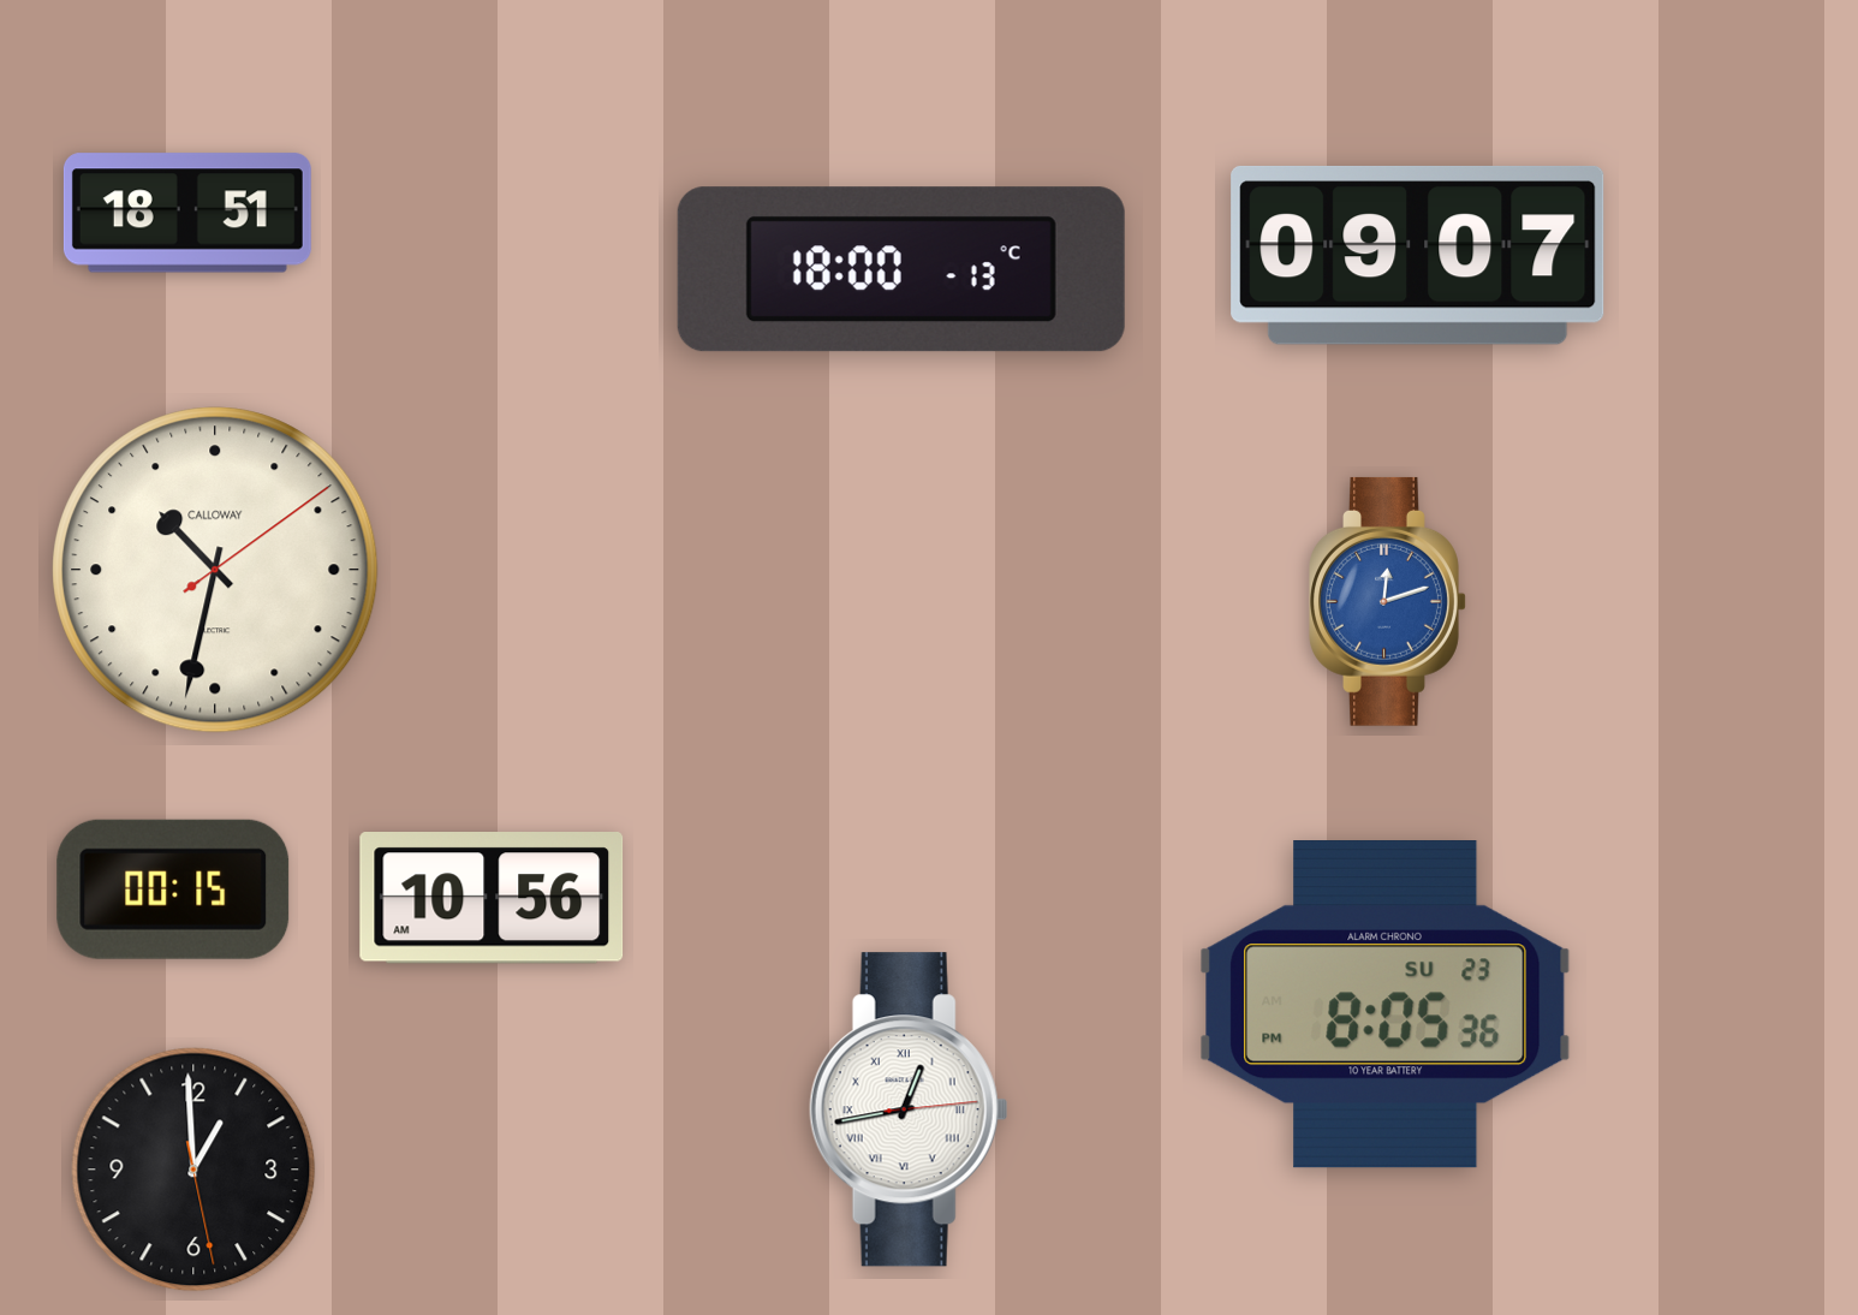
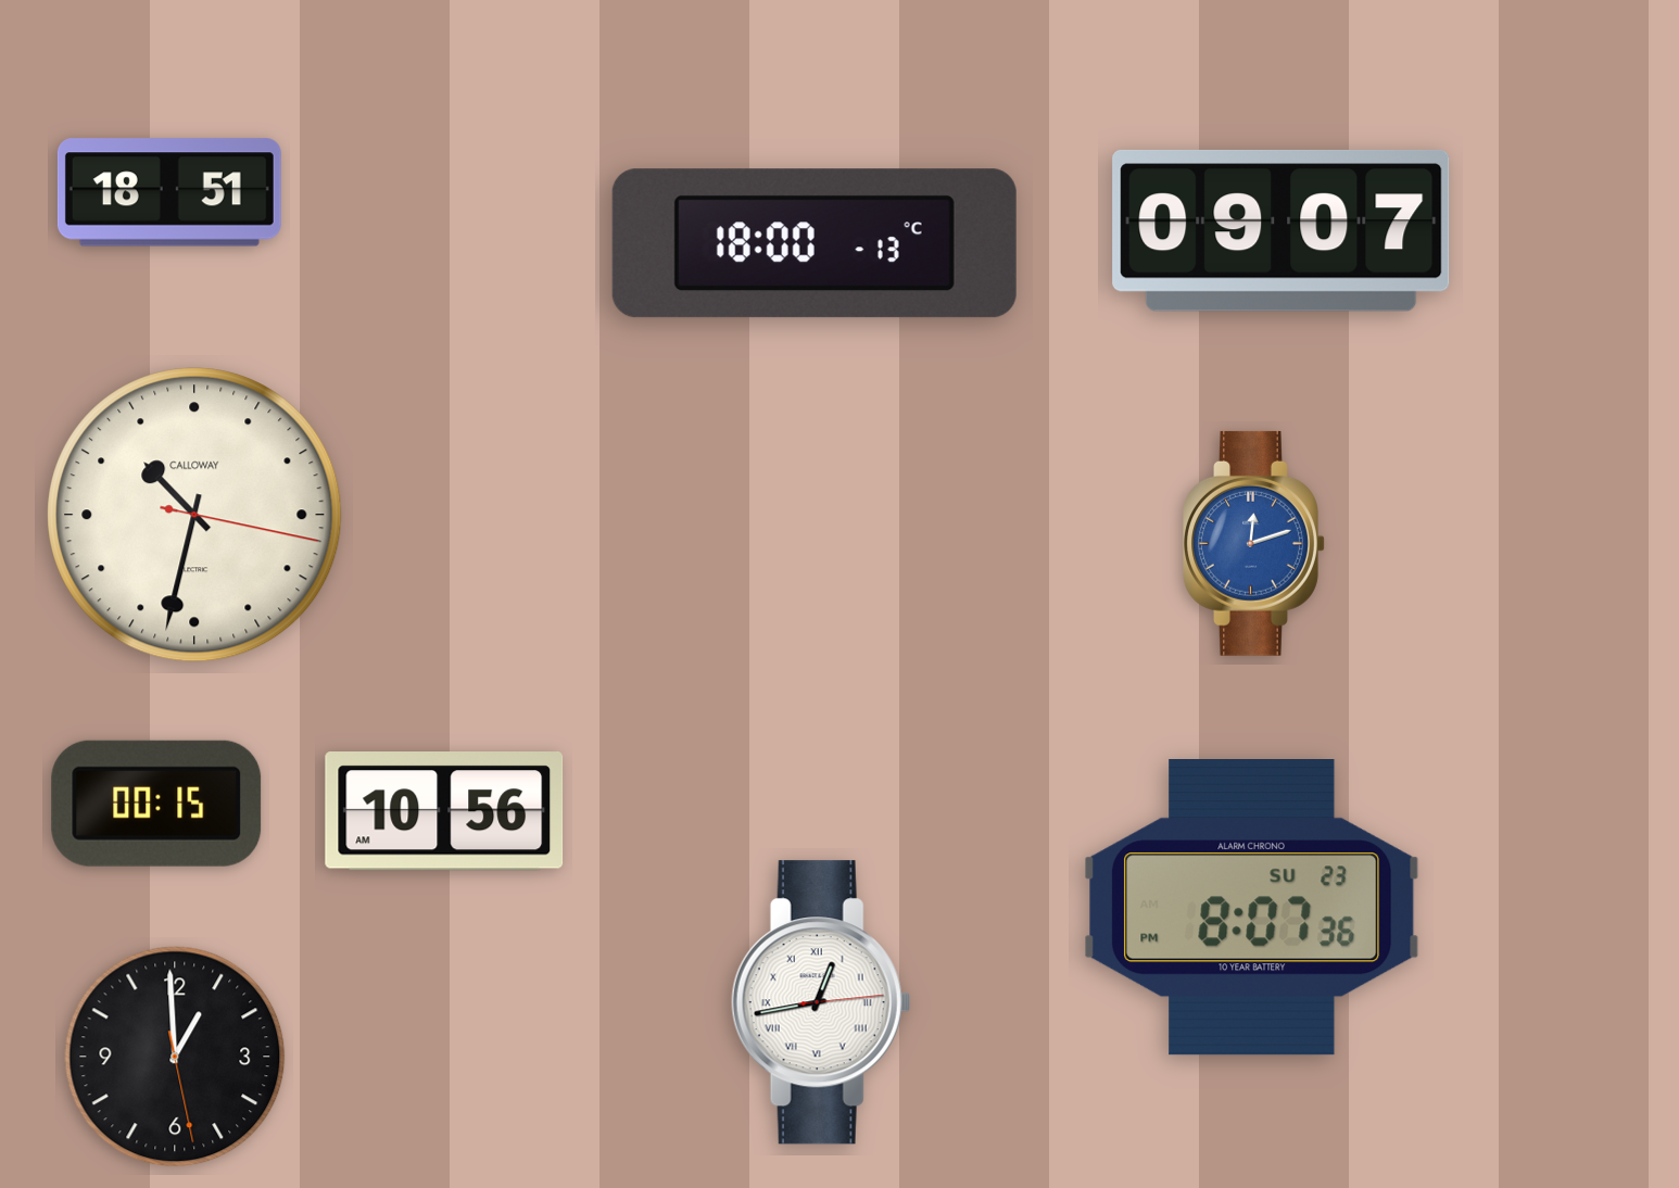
clock at (215, 570): 10:32:09 -> 10:32:17
clock at (1386, 1005): 8:05 -> 8:07
